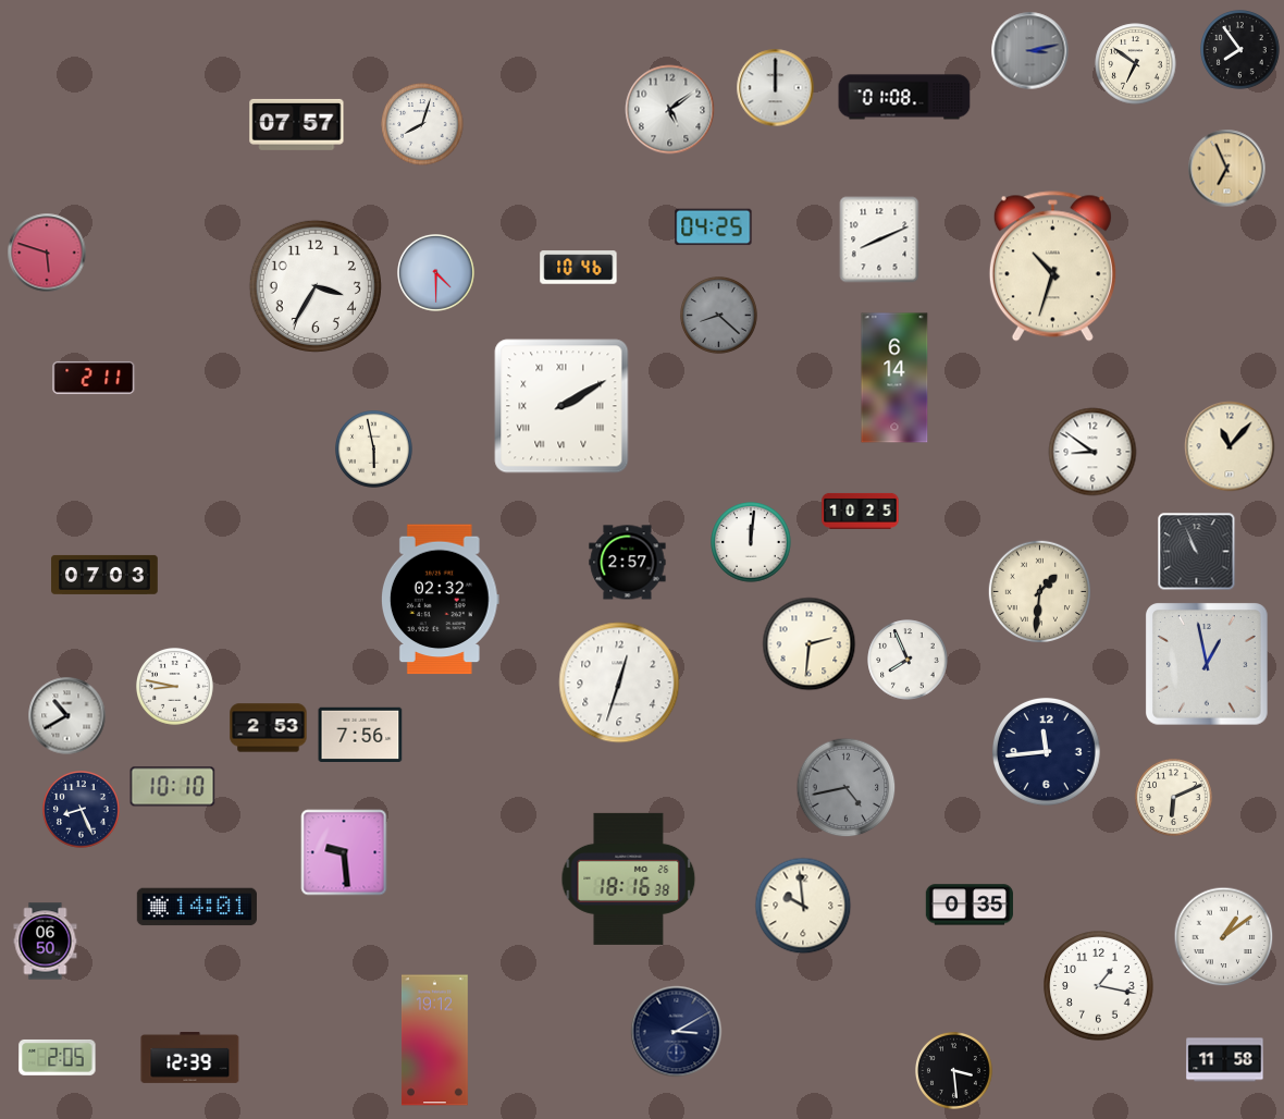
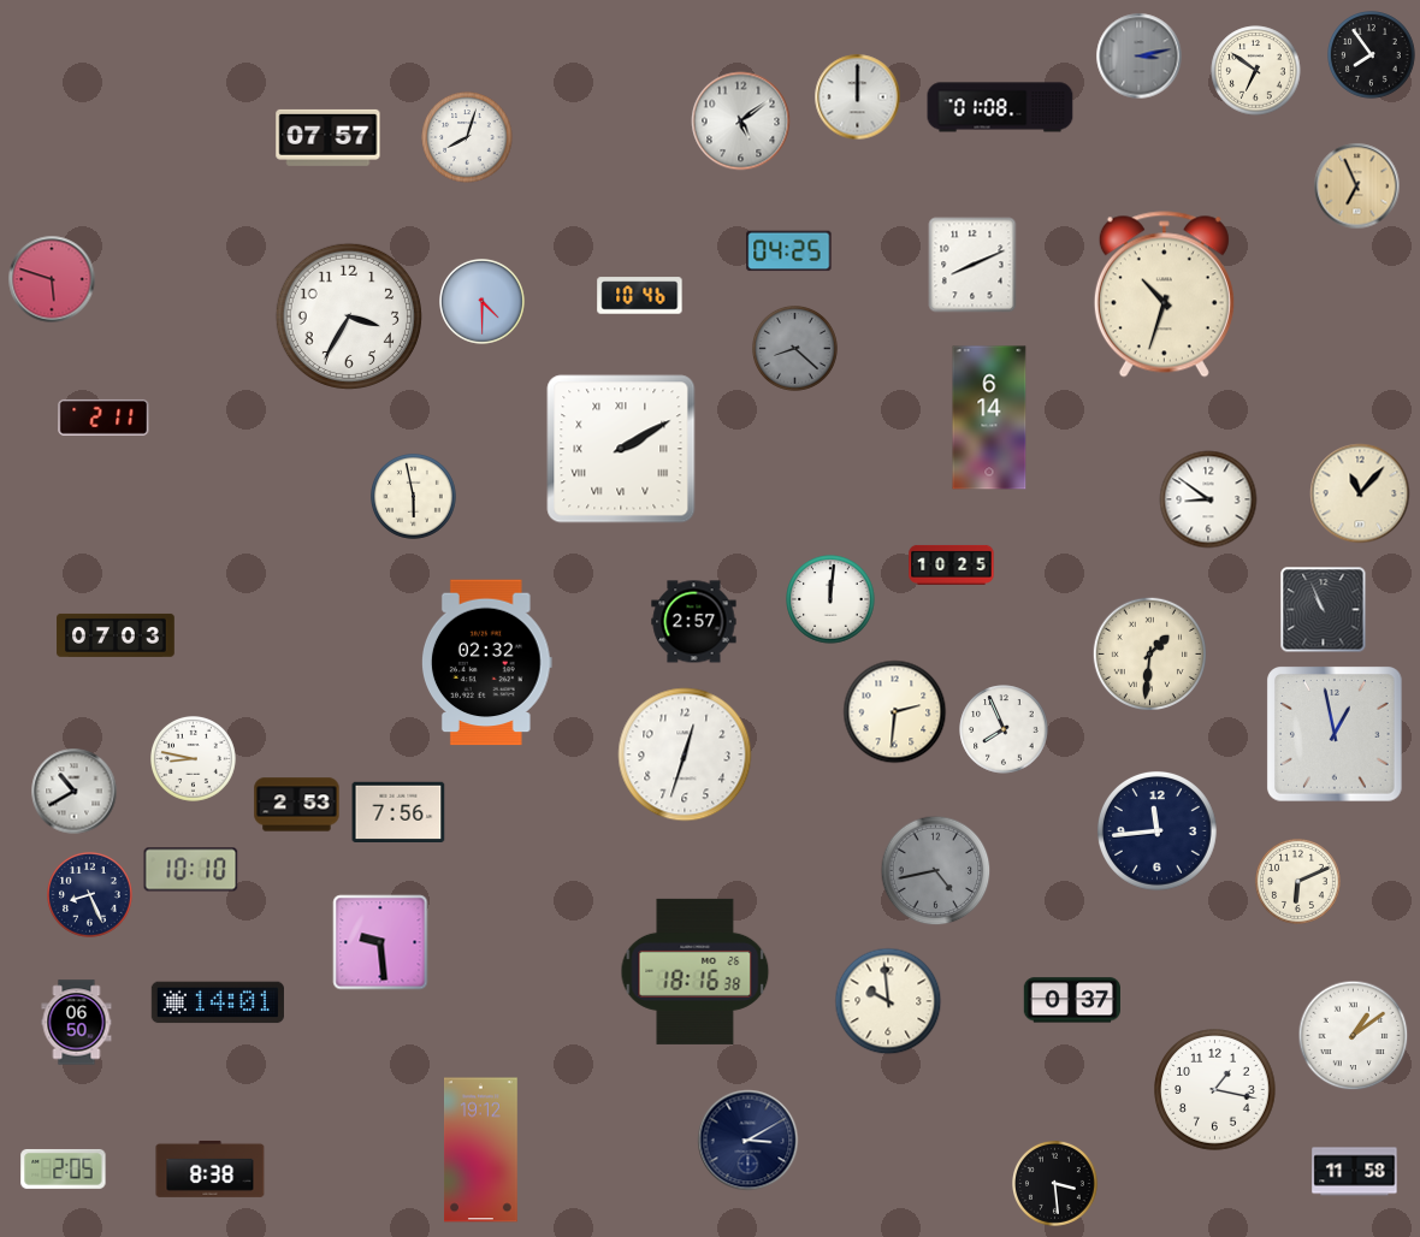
clock at (970, 905): 0:35 -> 0:37
clock at (46, 942) position: (46, 942) -> (77, 1023)
clock at (190, 1057): 12:39 -> 8:38
